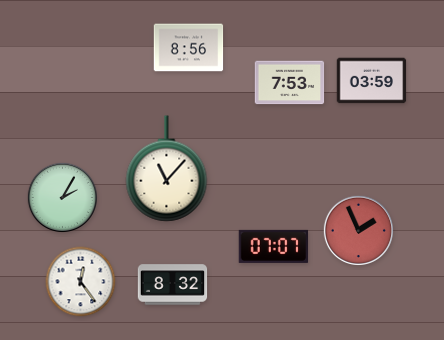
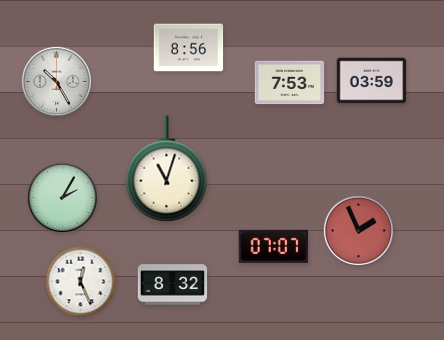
clock at (56, 81): none -> 10:25
clock at (167, 169): 11:07 -> 11:03
clock at (81, 282): 12:24 -> 12:26
